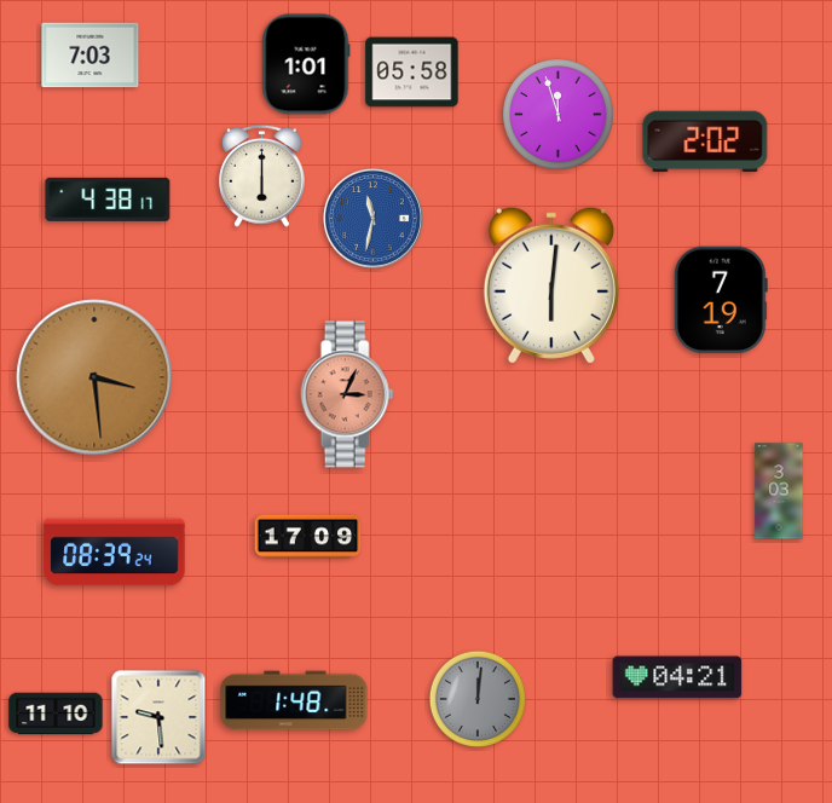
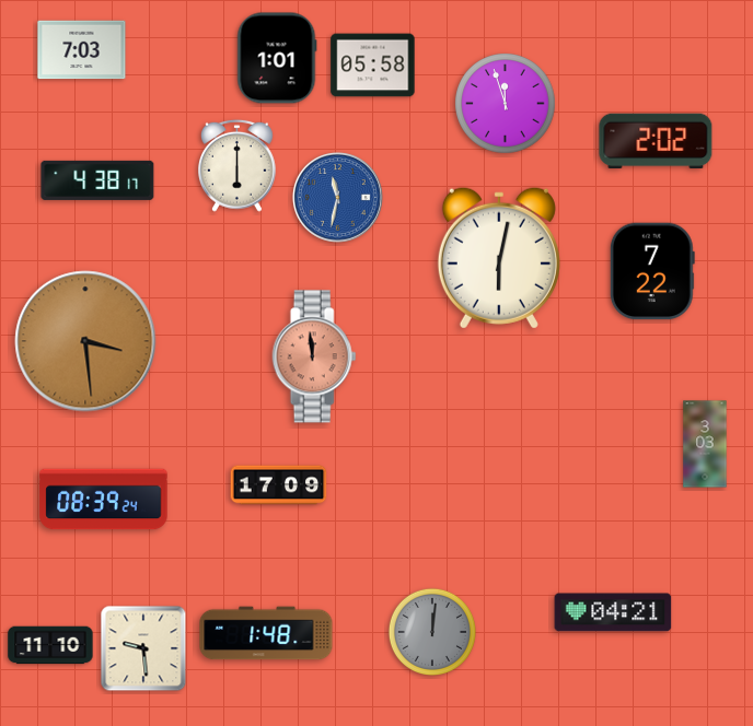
clock at (705, 141) position: (705, 141) -> (656, 141)
clock at (262, 175) position: (262, 175) -> (238, 165)
clock at (551, 285): 6:01 -> 6:02
clock at (721, 300): 7:19 -> 7:22
clock at (347, 394): 3:04 -> 11:59
